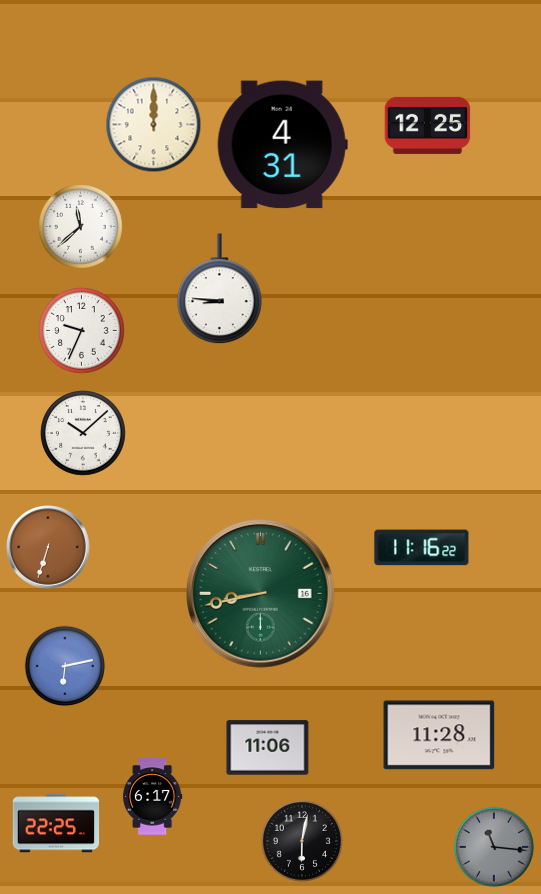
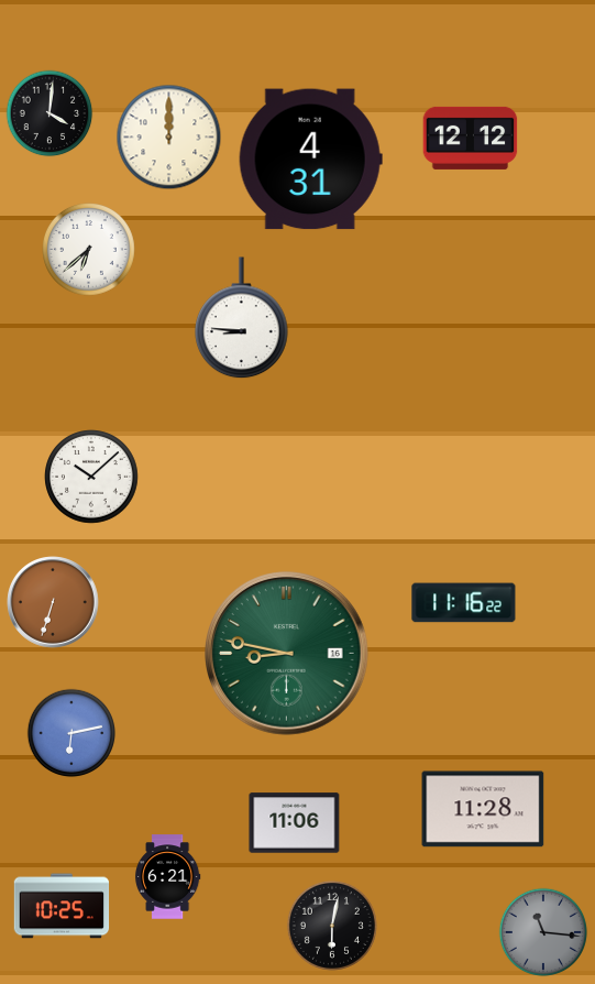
clock at (49, 113): none -> 4:01
clock at (428, 125): 12:25 -> 12:12
clock at (81, 227): 11:38 -> 6:38
clock at (82, 331): 9:34 -> none
clock at (261, 594): 8:43 -> 8:47
clock at (152, 797): 6:17 -> 6:21
clock at (56, 823): 22:25 -> 10:25
